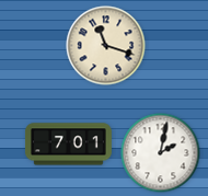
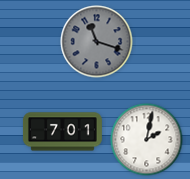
clock at (106, 46) dial: cream -> grey
